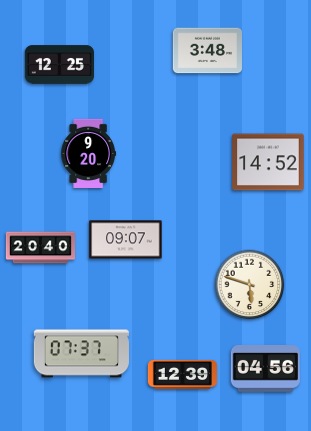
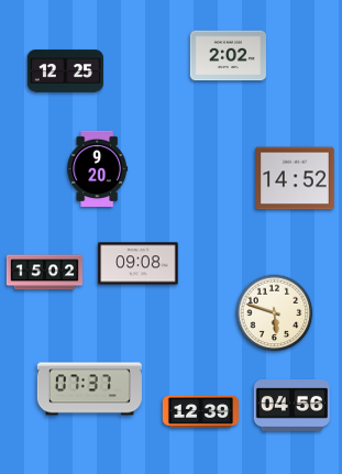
clock at (207, 51): 3:48 -> 2:02
clock at (126, 240): 09:07 -> 09:08
clock at (40, 248): 20:40 -> 15:02
